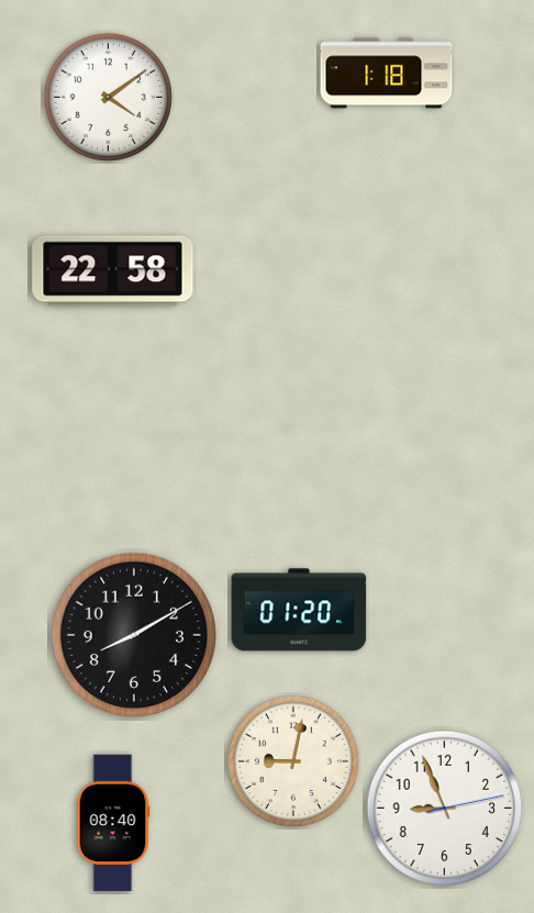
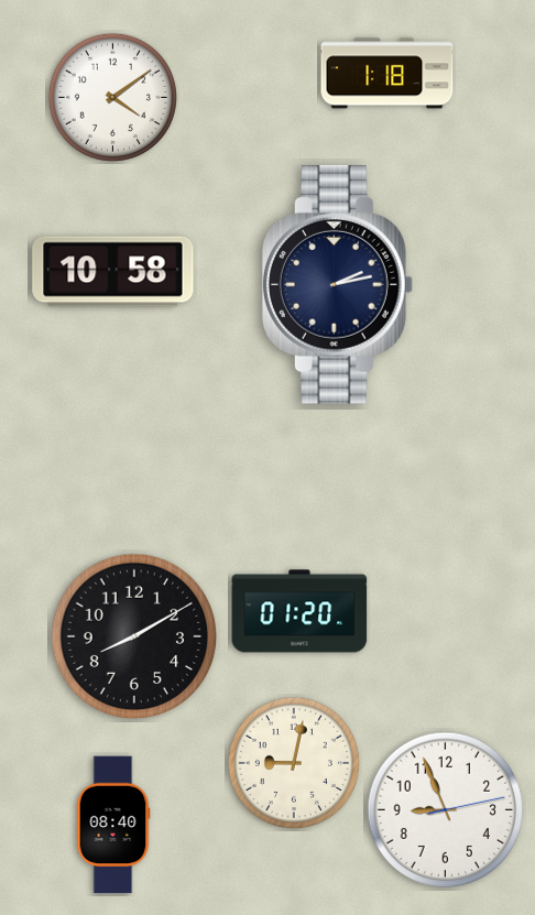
clock at (108, 97) position: (108, 97) -> (112, 97)
clock at (113, 271): 22:58 -> 10:58
clock at (337, 284): none -> 2:13
